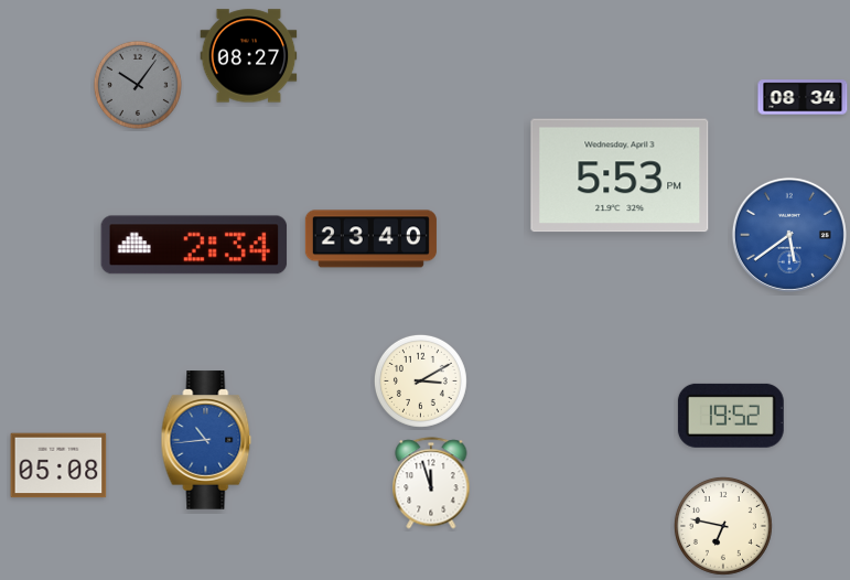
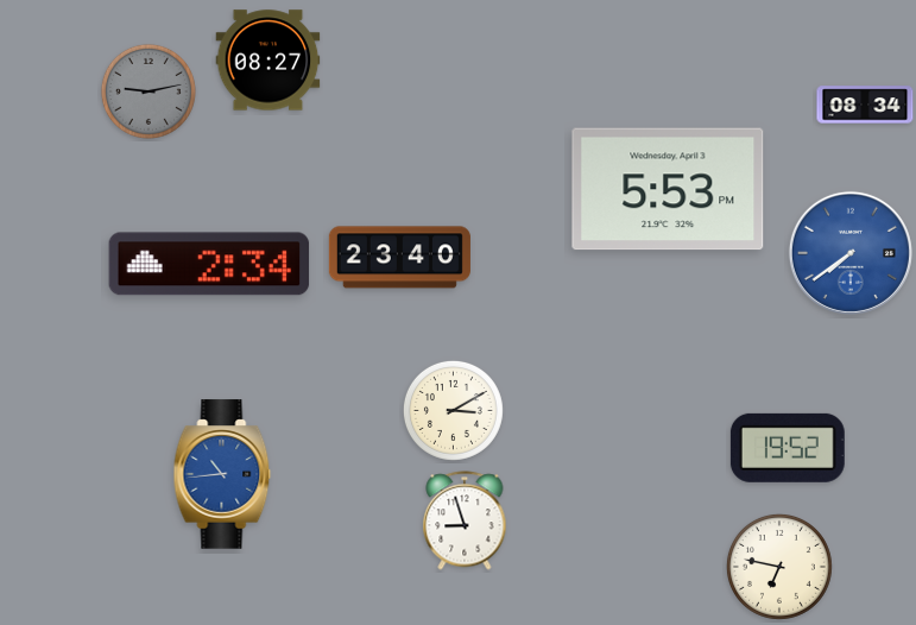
clock at (138, 85): 10:06 -> 9:13
clock at (789, 235): 5:39 -> 7:39
clock at (58, 465): 05:08 -> none
clock at (431, 483): 11:57 -> 8:57
